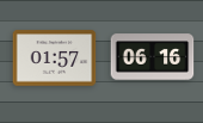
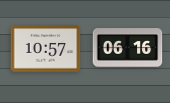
clock at (55, 59): 01:57 -> 10:57
